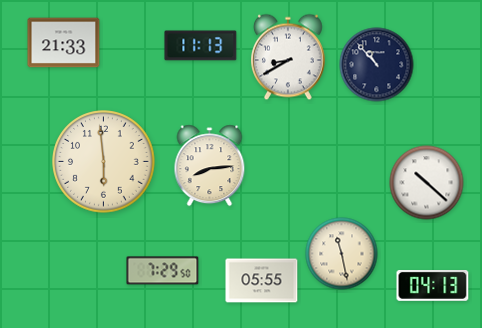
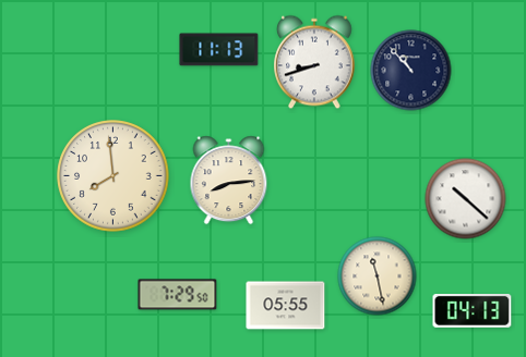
clock at (64, 43): 21:33 -> none
clock at (289, 57): 8:40 -> 8:42
clock at (104, 162): 5:59 -> 7:59
clock at (342, 254) position: (342, 254) -> (378, 276)
